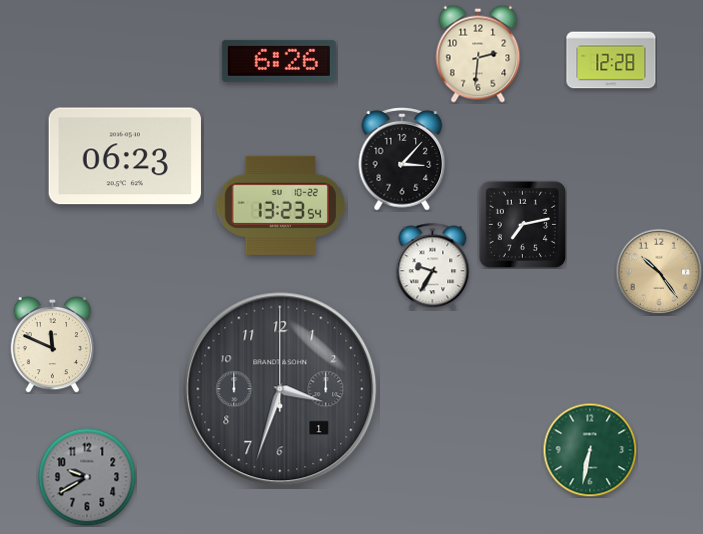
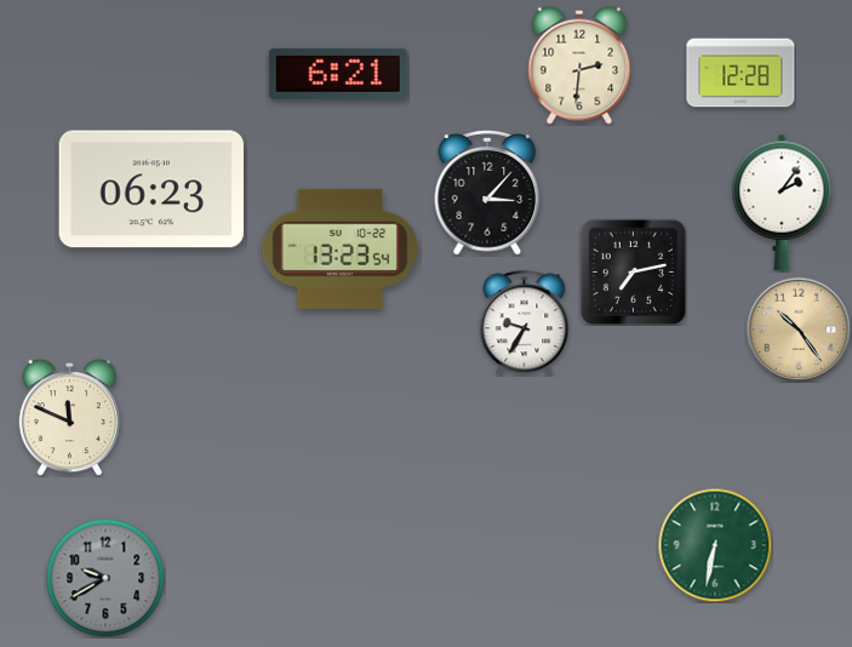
clock at (279, 61): 6:26 -> 6:21
clock at (782, 202): none -> 2:06
clock at (53, 344) position: (53, 344) -> (70, 417)
clock at (280, 389): 3:33 -> none
